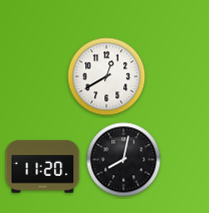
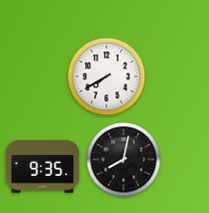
clock at (107, 77): 12:40 -> 7:40
clock at (43, 167): 11:20 -> 9:35
